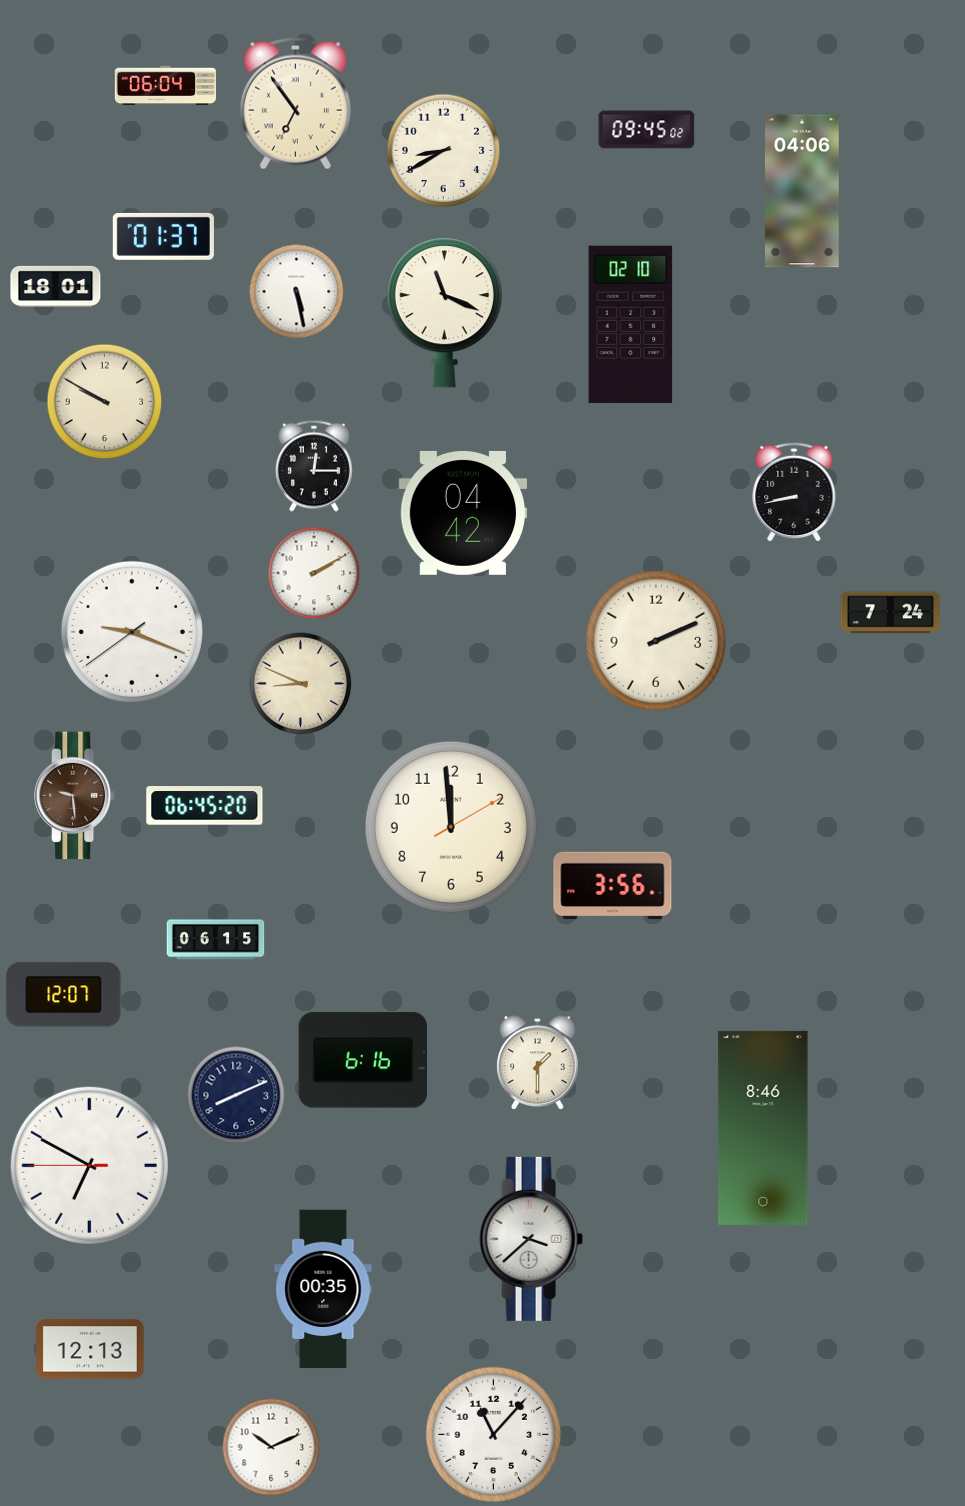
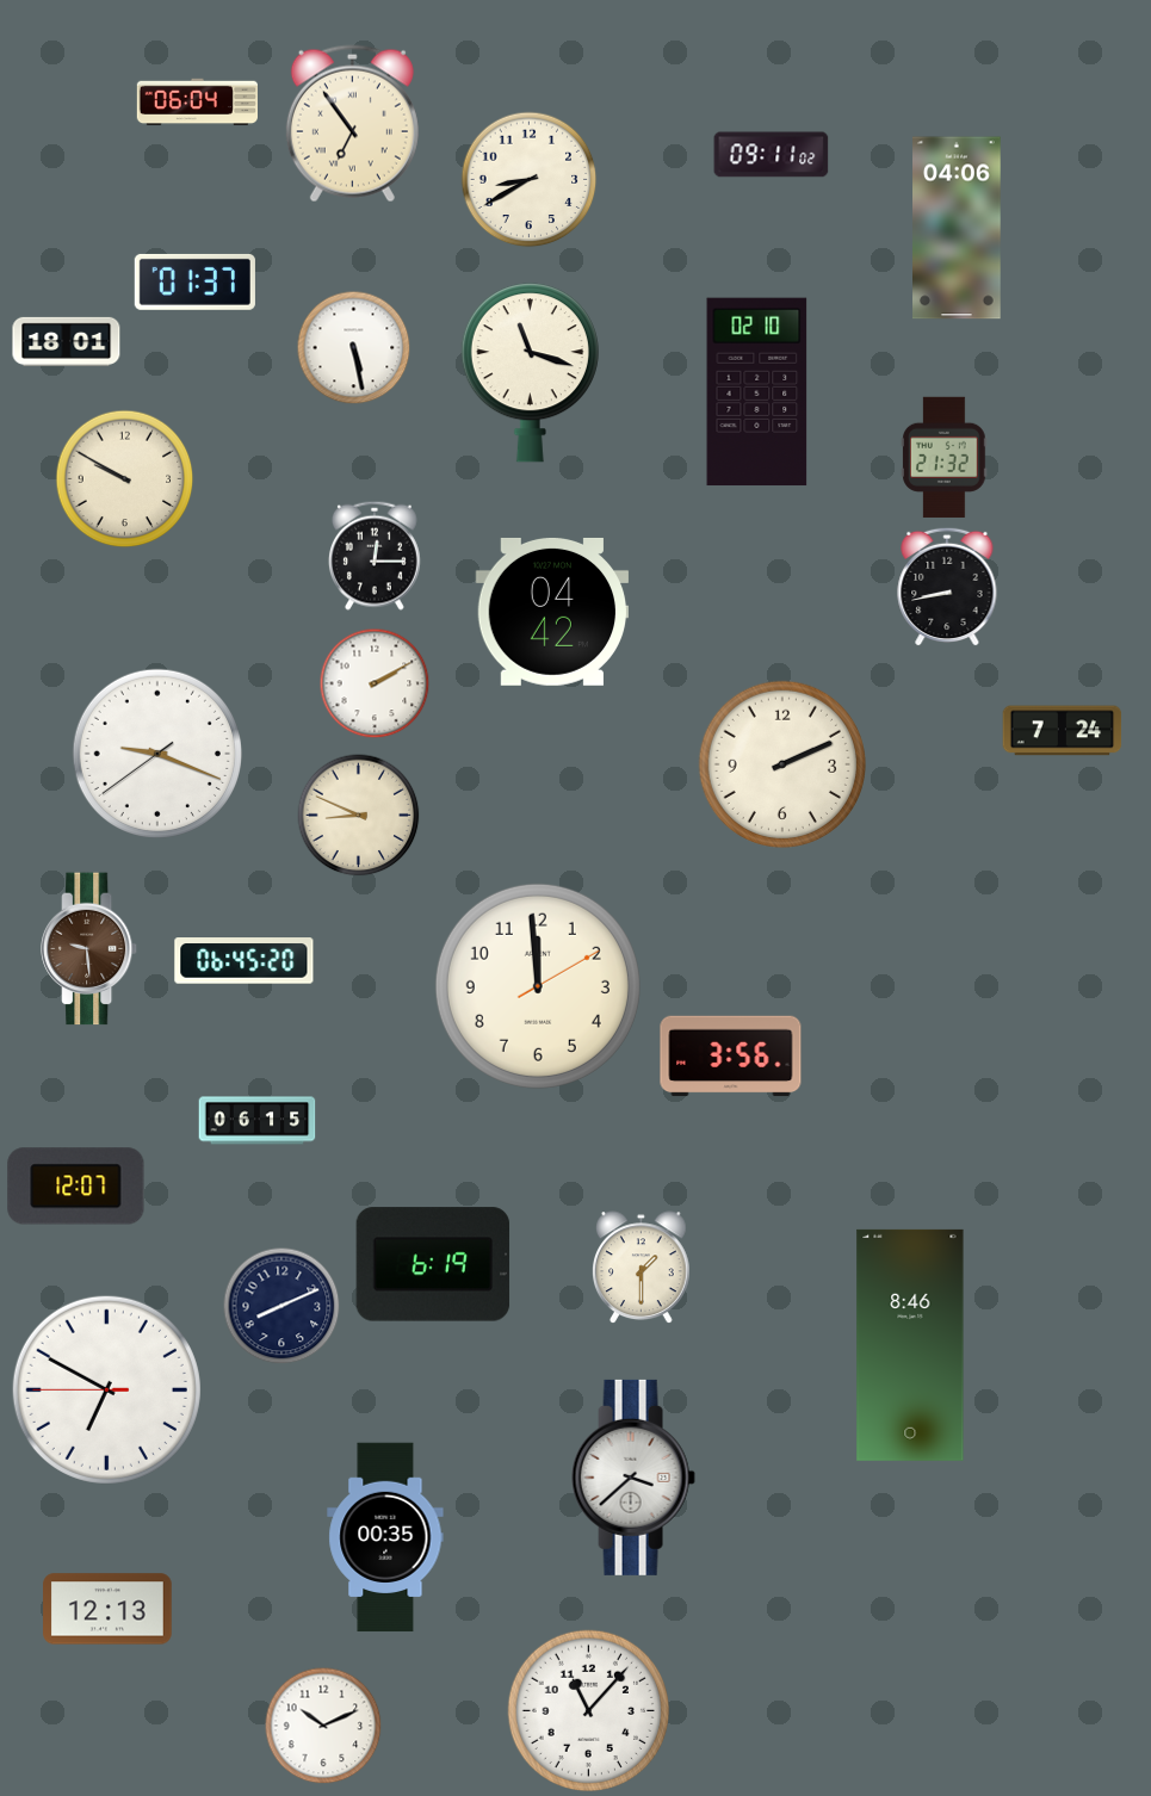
clock at (647, 130): 09:45 -> 09:11
clock at (444, 313): 11:19 -> 11:18
clock at (631, 325) position: (631, 325) -> (757, 392)
clock at (945, 457): none -> 21:32
clock at (363, 1060): 6:16 -> 6:19
